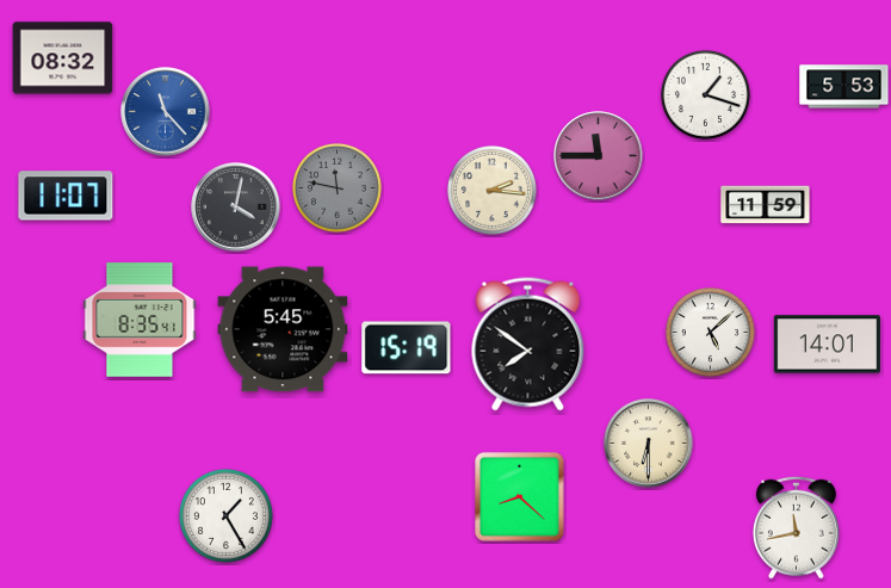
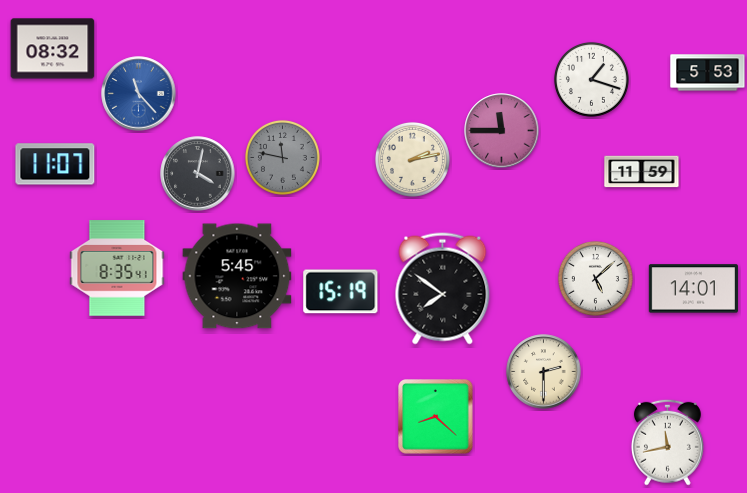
clock at (491, 190): 2:16 -> 2:13
clock at (649, 444): 6:30 -> 2:30
clock at (227, 516): 1:25 -> none
